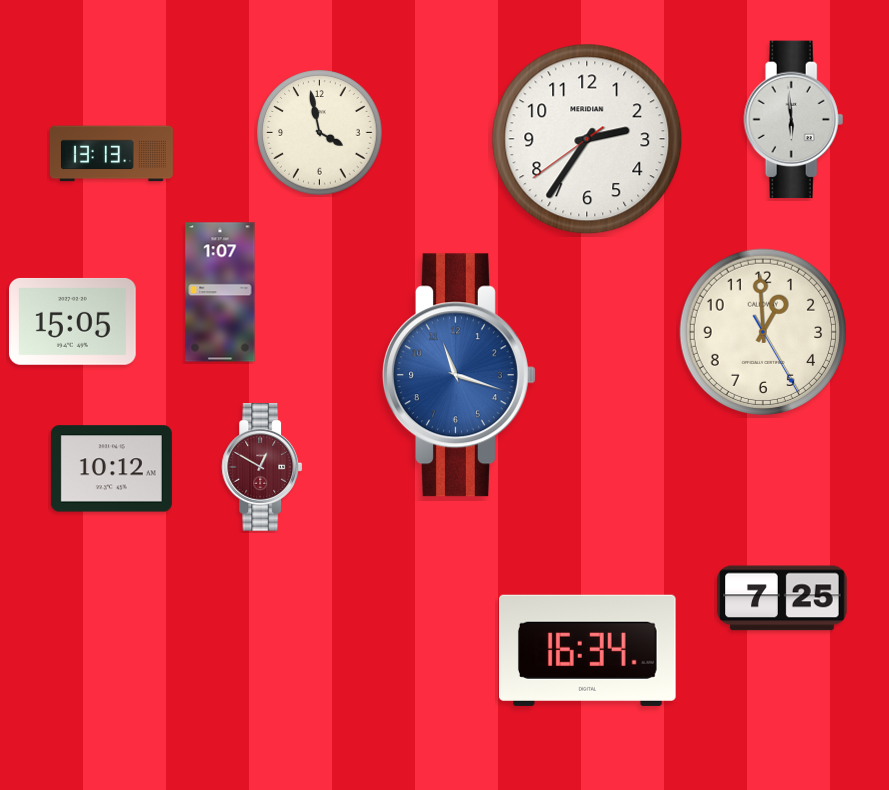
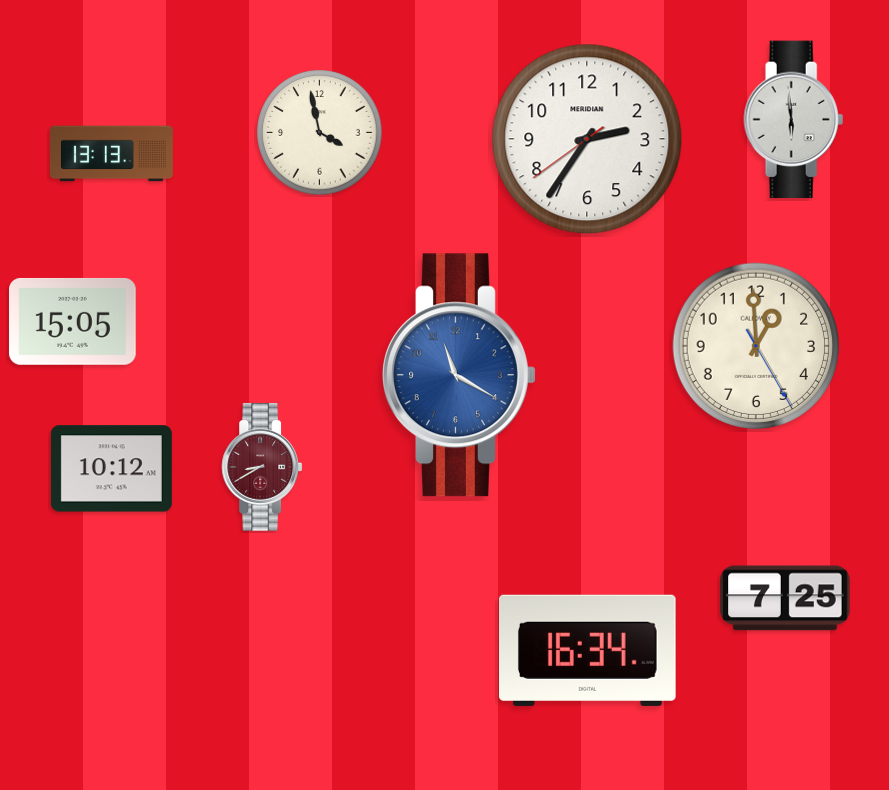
clock at (220, 292): 1:07 -> none
clock at (763, 332) position: (763, 332) -> (756, 346)
clock at (460, 375): 11:18 -> 11:20
clock at (262, 467): 12:50 -> 8:40
clock at (782, 598) position: (782, 598) -> (785, 598)
